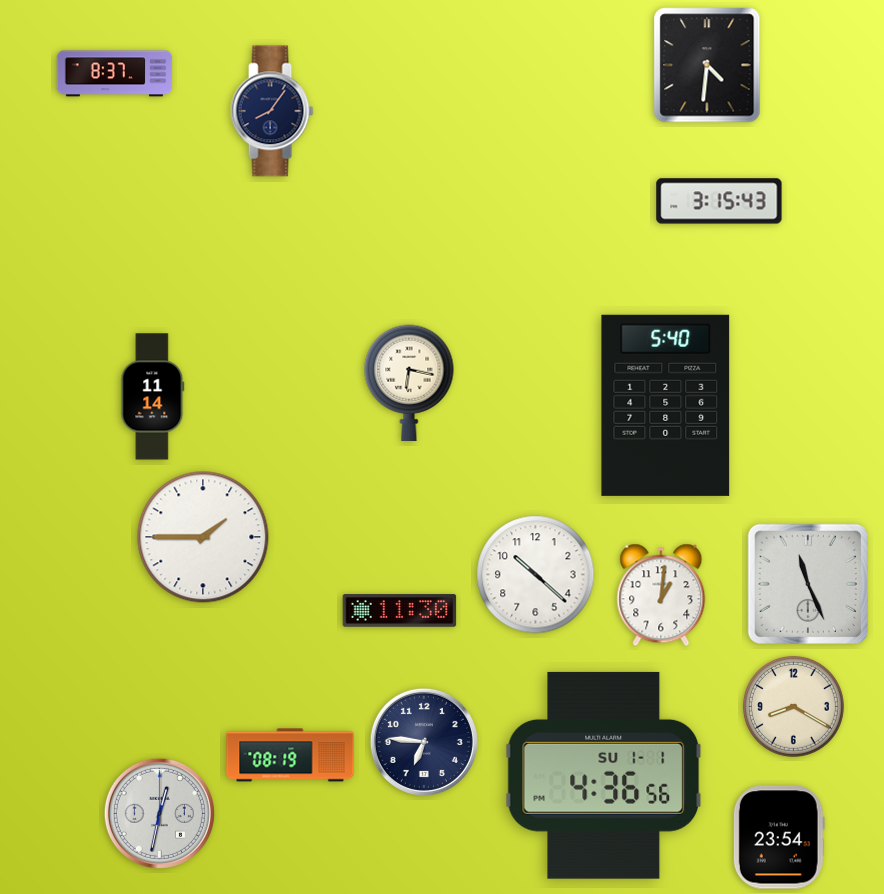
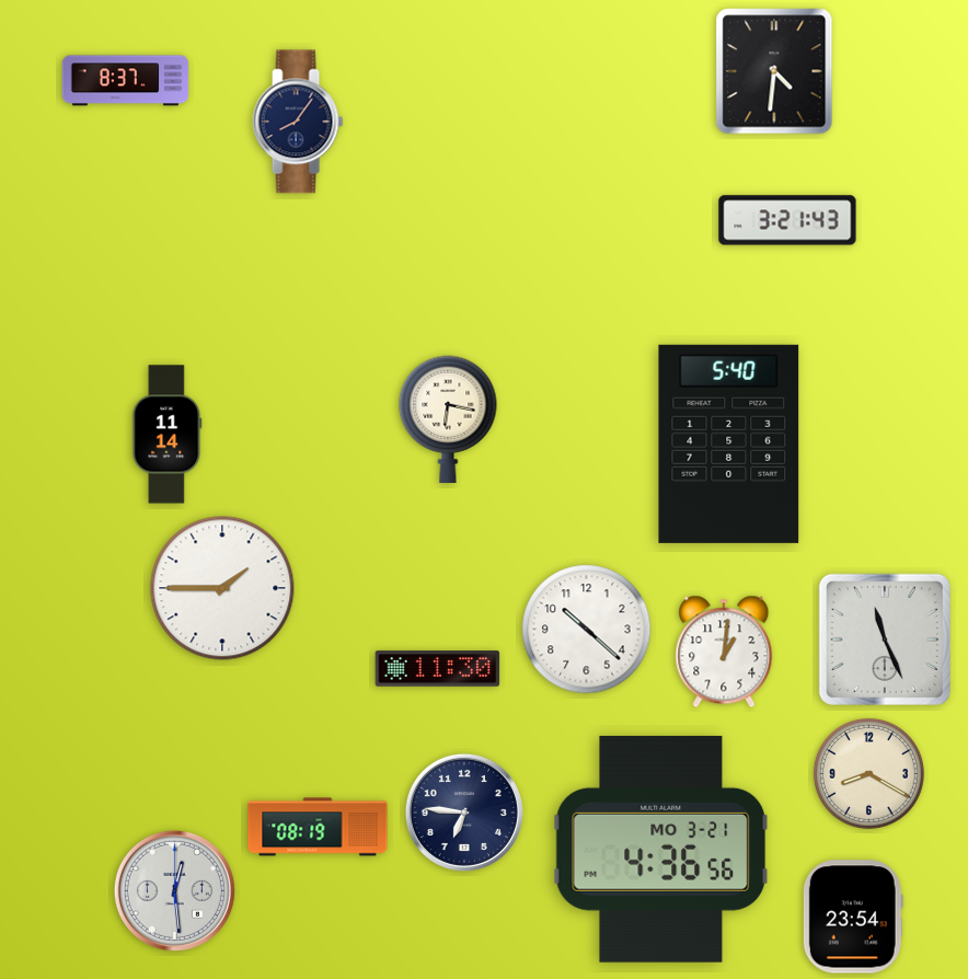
clock at (719, 201): 3:15 -> 3:21
clock at (604, 775) date: SU 1-1 -> MO 3-21
clock at (159, 813): 12:32 -> 12:29
